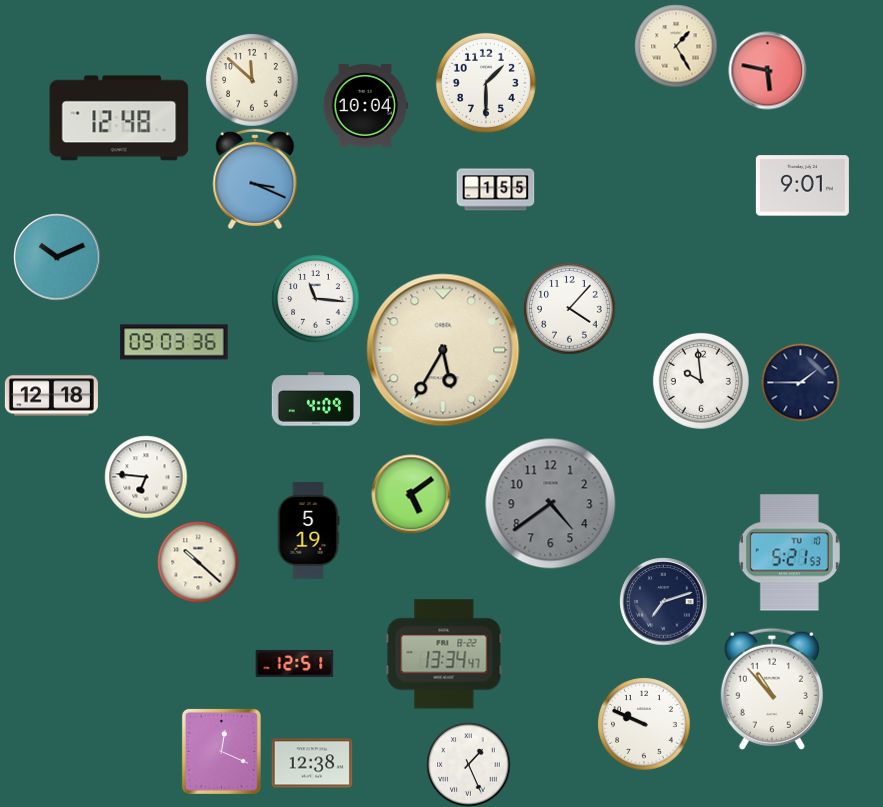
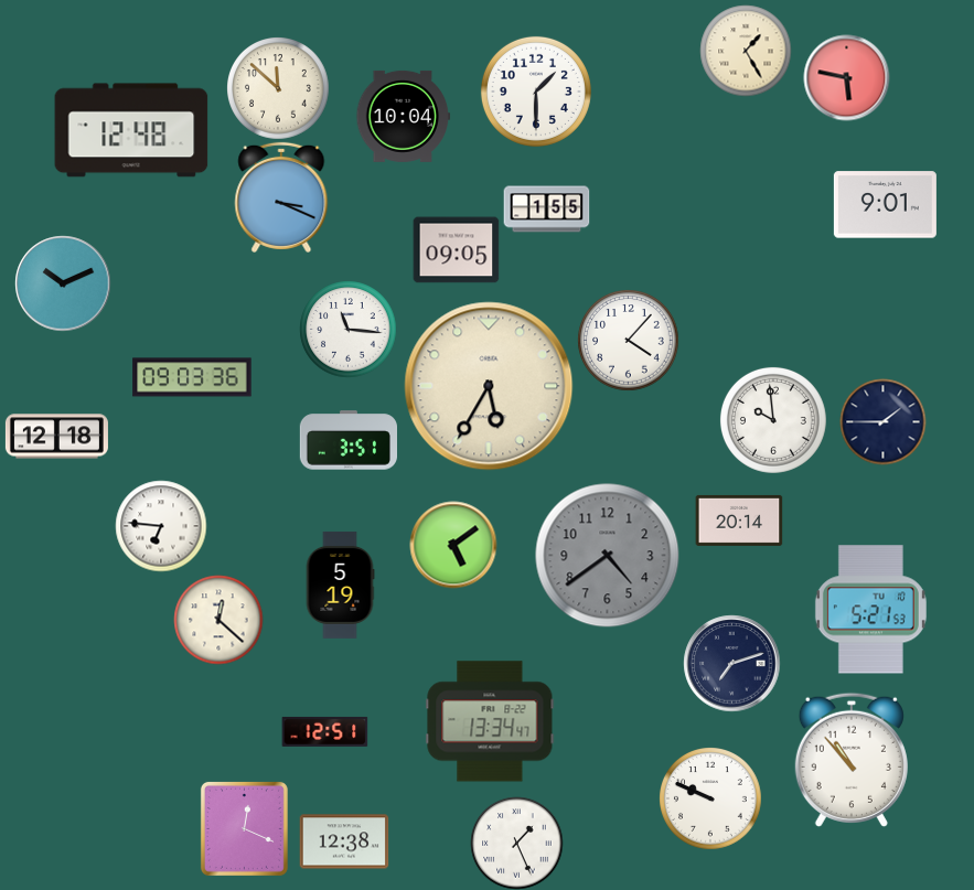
clock at (456, 250): none -> 09:05
clock at (315, 399): 4:09 -> 3:51
clock at (739, 521): none -> 20:14
clock at (198, 562): 10:22 -> 12:22
